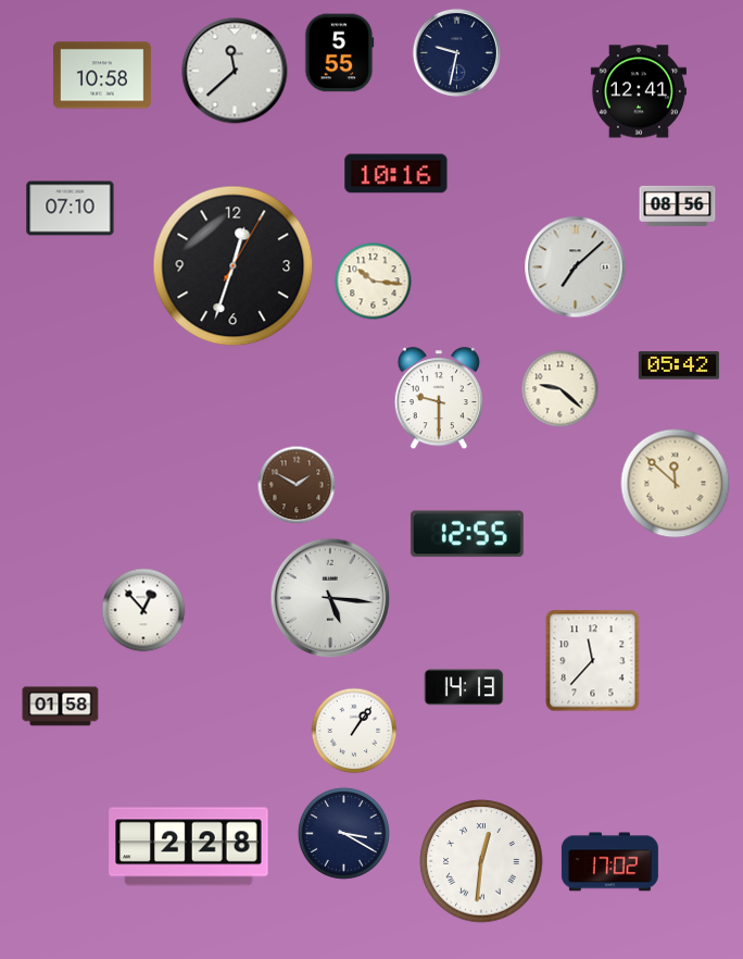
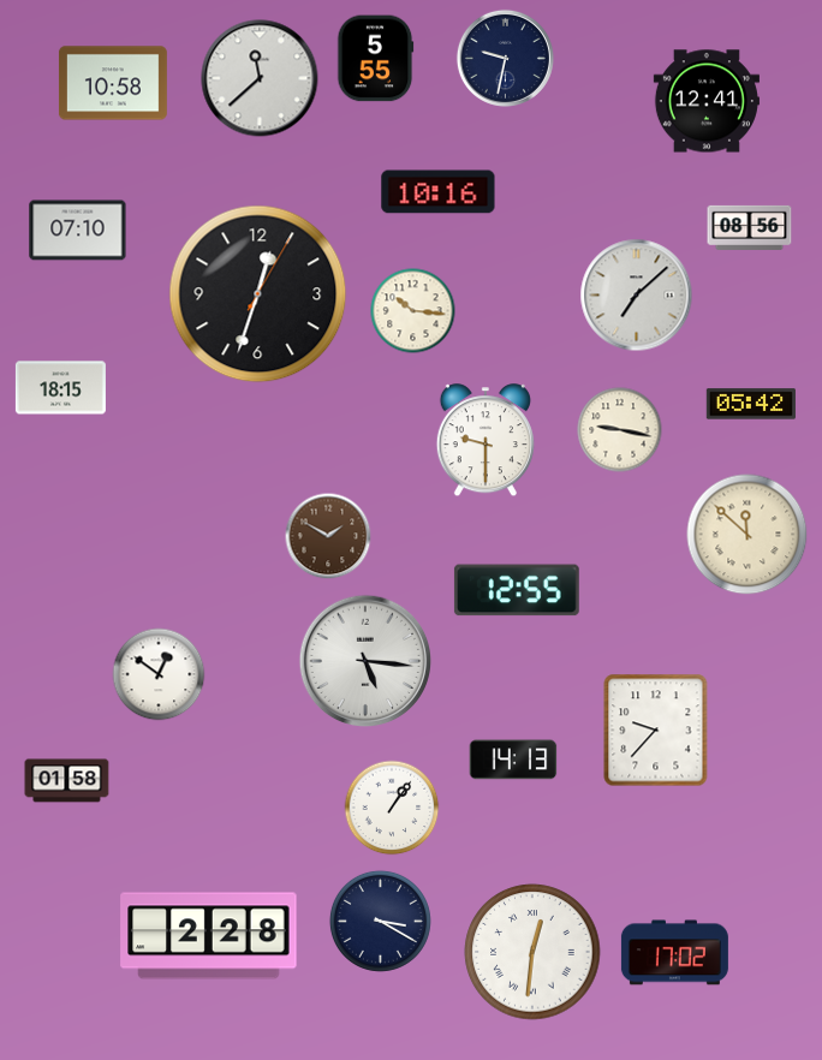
clock at (60, 388): none -> 18:15
clock at (561, 389): 9:22 -> 9:17
clock at (143, 610): 12:53 -> 12:51
clock at (593, 661): 11:37 -> 9:37
